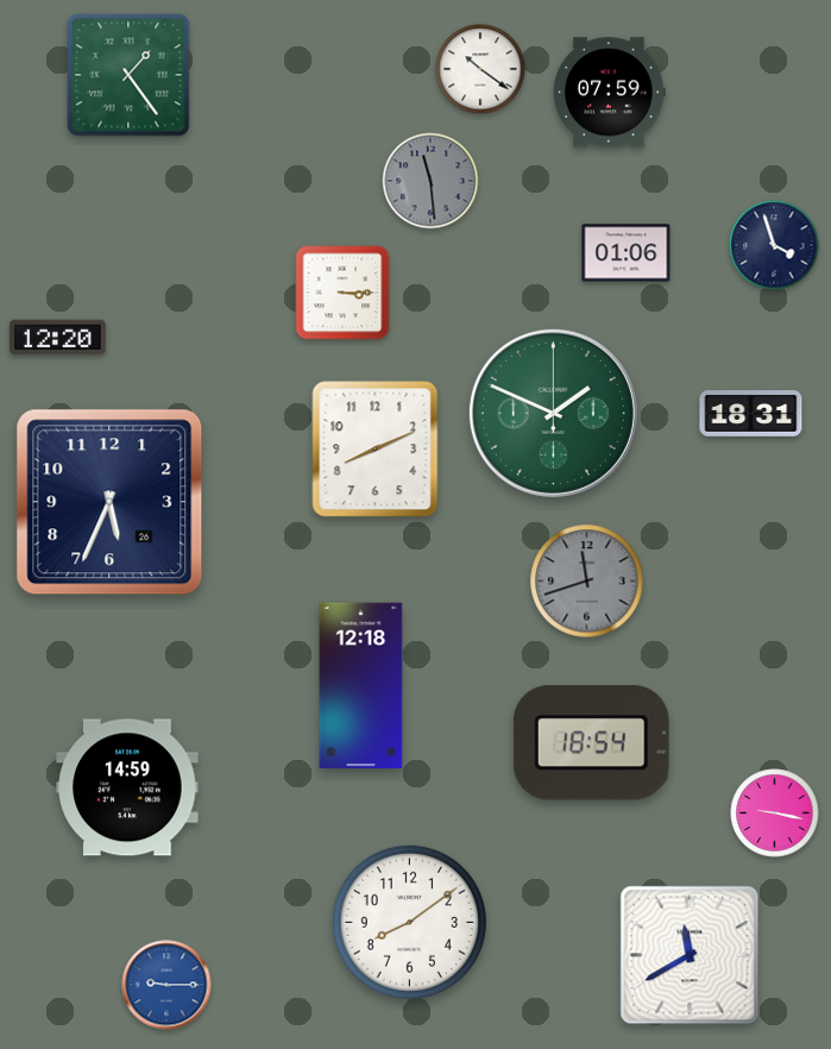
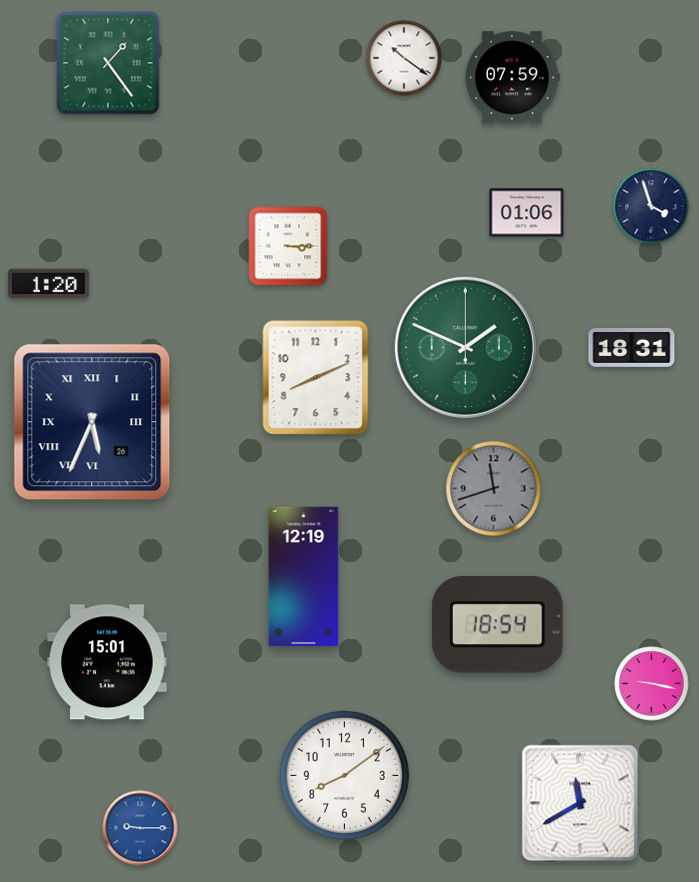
clock at (430, 181): 11:29 -> none
clock at (58, 338): 12:20 -> 1:20
clock at (109, 502) numerals: Arabic -> Roman
clock at (361, 686): 12:18 -> 12:19
clock at (127, 787): 14:59 -> 15:01
